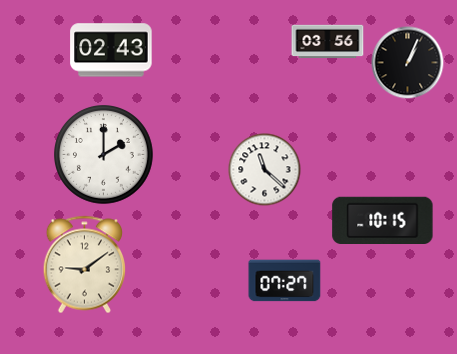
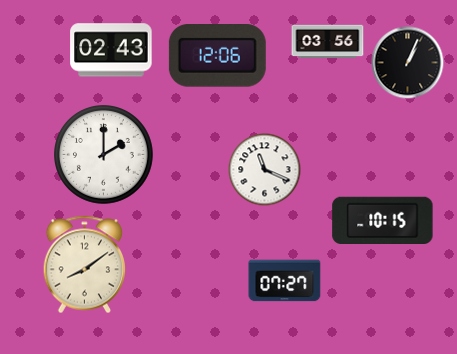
clock at (217, 56): none -> 12:06
clock at (265, 170): 11:22 -> 11:19
clock at (84, 265): 9:09 -> 8:09
